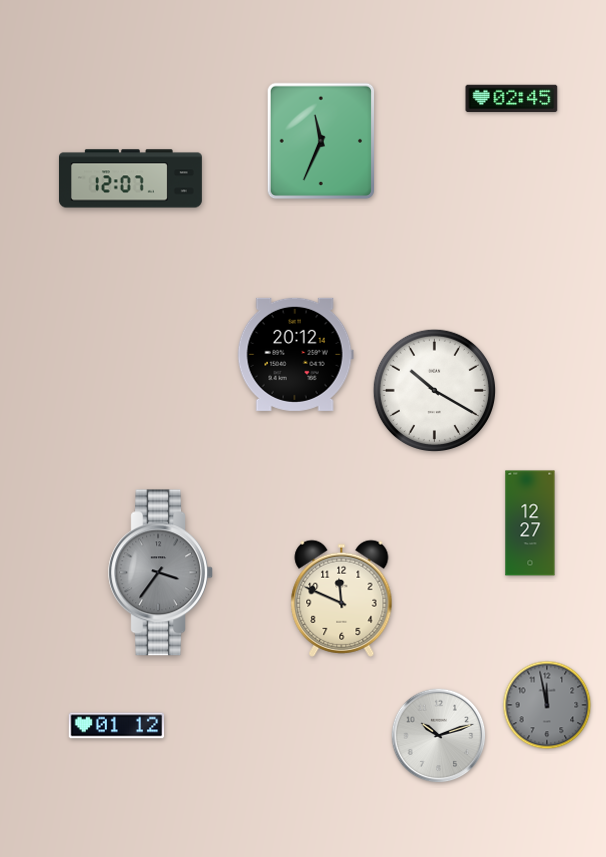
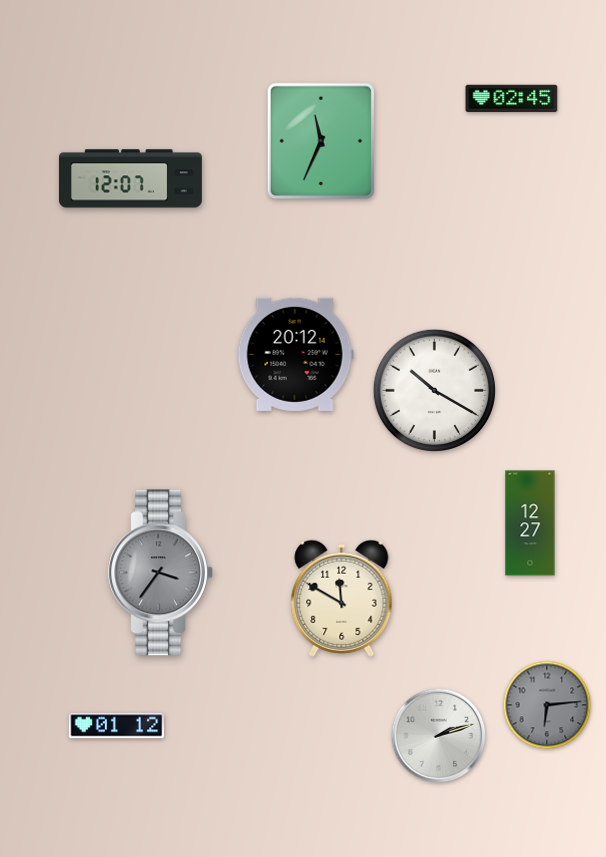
clock at (342, 598): 11:49 -> 11:50
clock at (547, 705): 11:58 -> 6:14
clock at (439, 736): 10:12 -> 2:12
